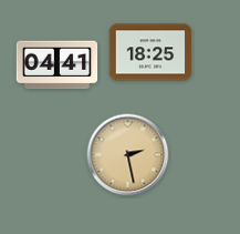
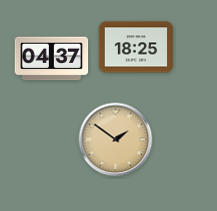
clock at (58, 65): 04:41 -> 04:37
clock at (128, 155): 2:28 -> 1:51
